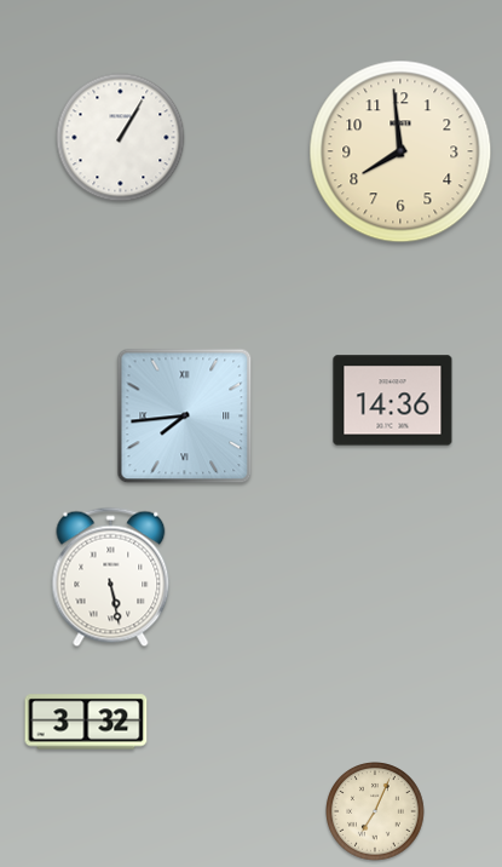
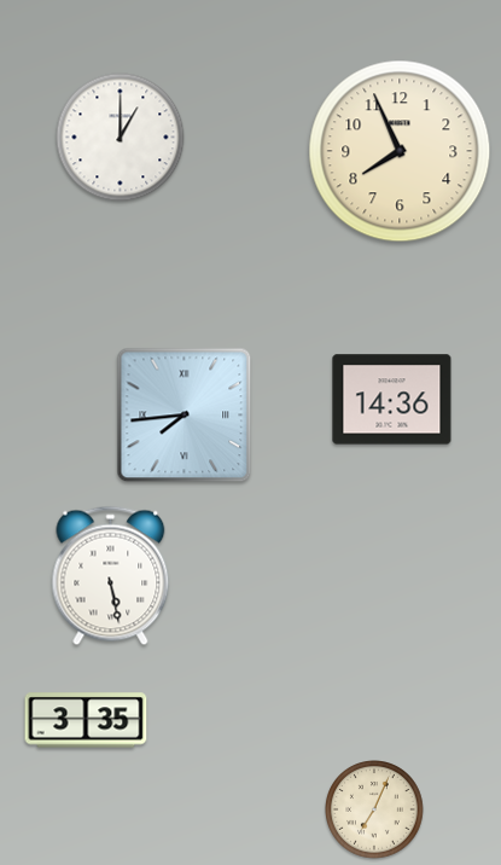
clock at (121, 138): 1:05 -> 1:00
clock at (400, 151): 7:59 -> 7:56
clock at (86, 722): 3:32 -> 3:35
